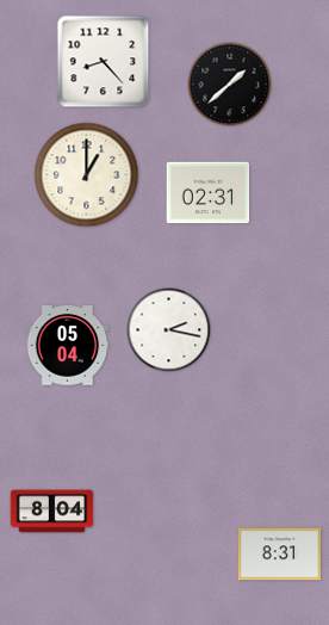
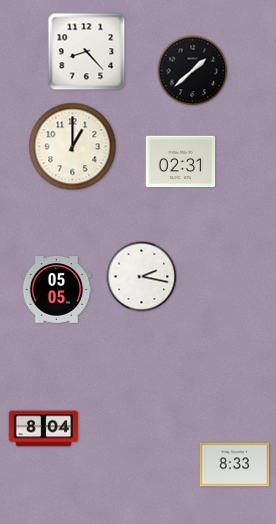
clock at (209, 193) position: (209, 193) -> (181, 162)
clock at (68, 346): 05:04 -> 05:05
clock at (280, 555): 8:31 -> 8:33
